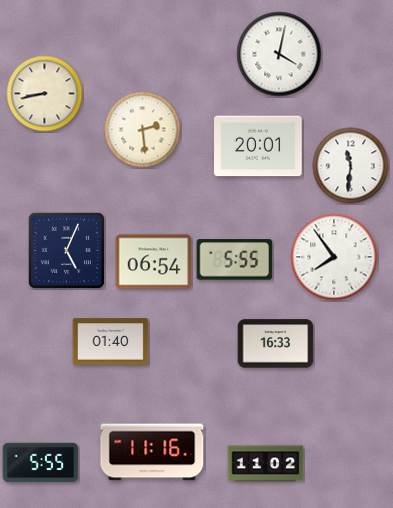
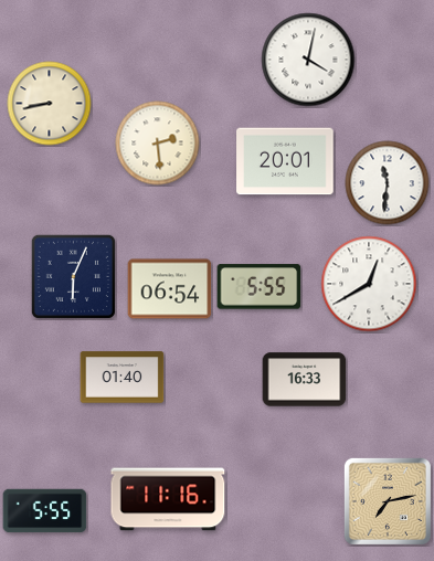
clock at (66, 250): 5:04 -> 6:04
clock at (334, 257): 7:54 -> 12:40
clock at (388, 501): none -> 7:13
clock at (266, 464): 11:02 -> none
